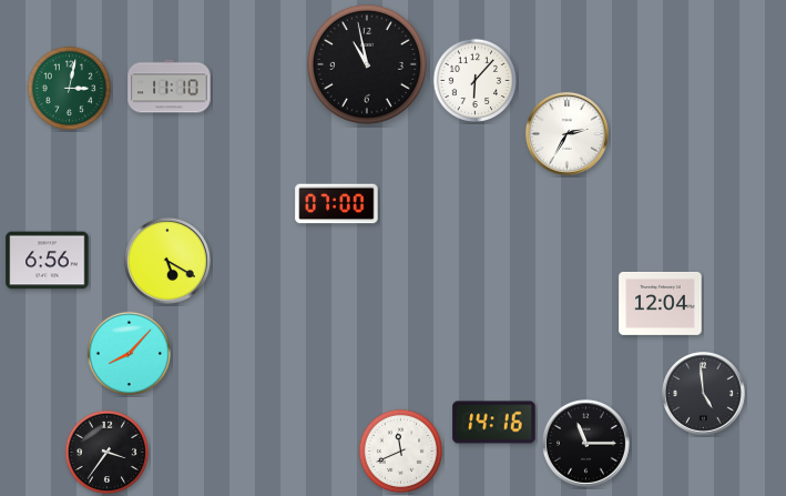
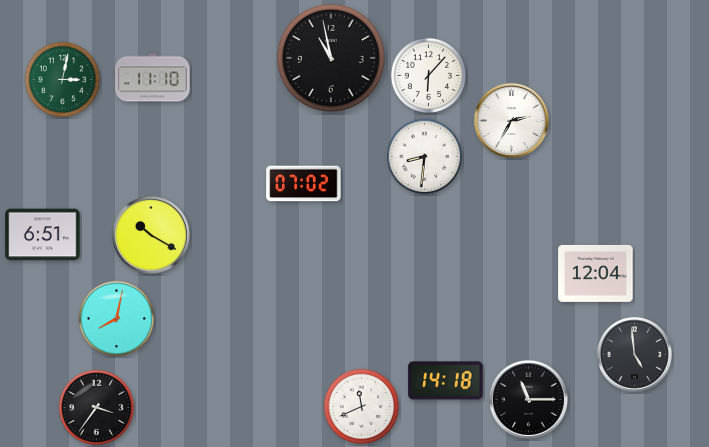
clock at (476, 81) position: (476, 81) -> (429, 76)
clock at (425, 157): none -> 8:31
clock at (337, 204): 07:00 -> 07:02
clock at (48, 261): 6:56 -> 6:51
clock at (167, 261): 5:20 -> 10:20
clock at (130, 354): 8:07 -> 8:02
clock at (494, 423): 14:16 -> 14:18
